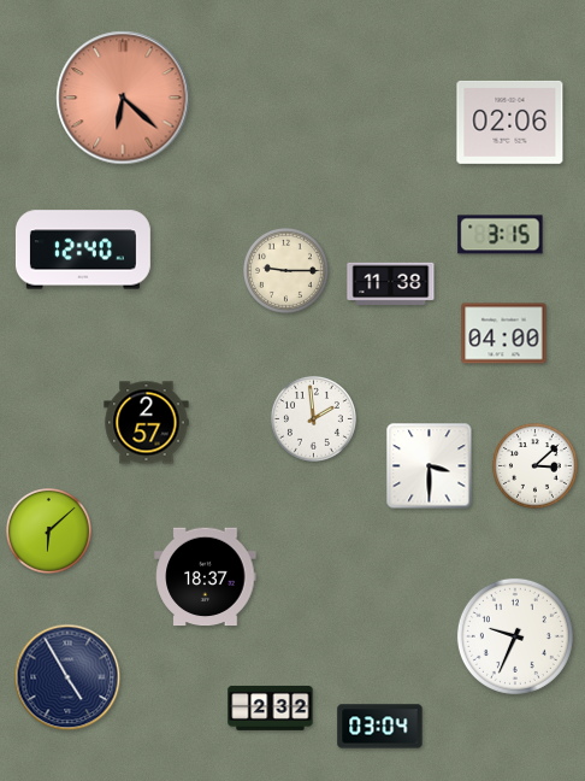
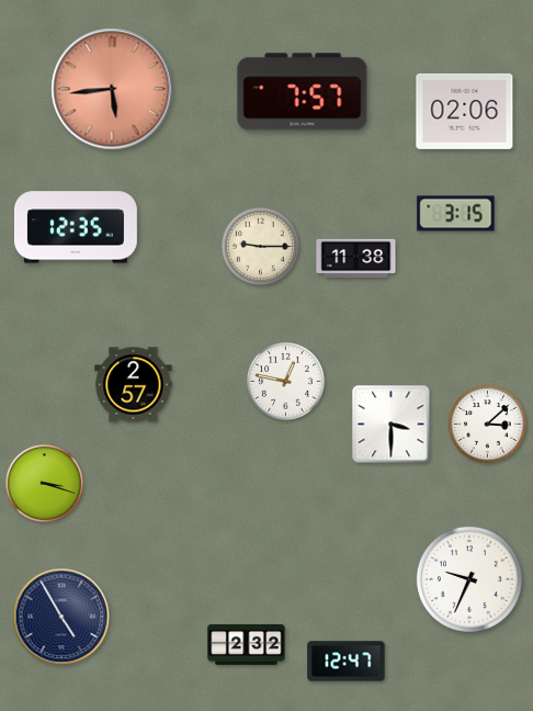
clock at (123, 98): 6:22 -> 5:44
clock at (303, 92): none -> 7:57
clock at (83, 249): 12:40 -> 12:35
clock at (504, 334): 04:00 -> none
clock at (314, 419): 1:59 -> 12:47
clock at (49, 532): 6:08 -> 3:18
clock at (206, 577): 18:37 -> none
clock at (380, 727): 03:04 -> 12:47
